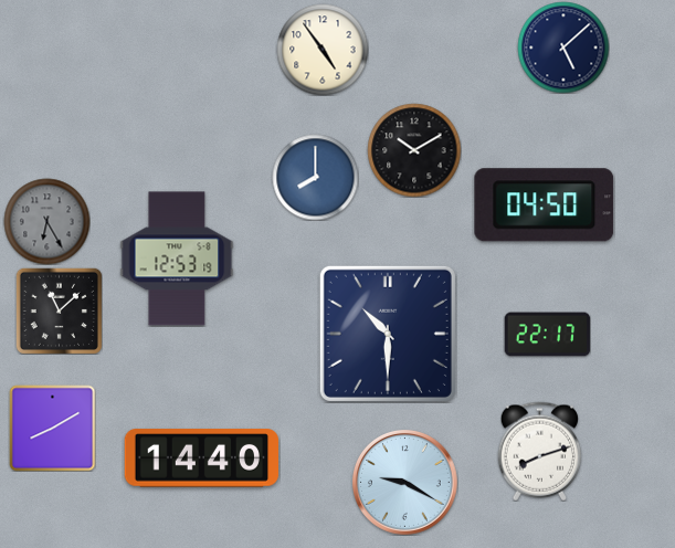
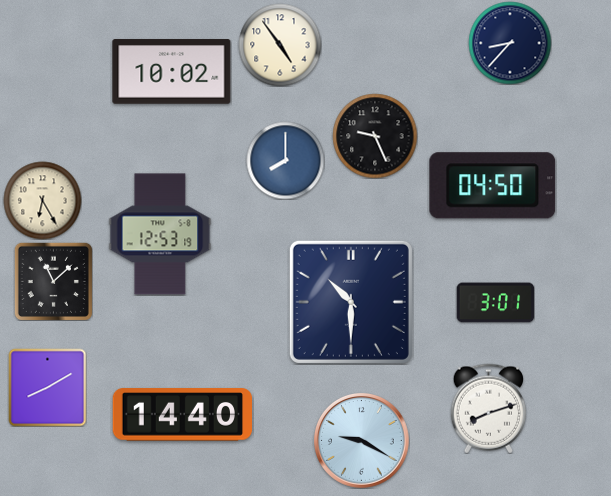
clock at (563, 48): 5:08 -> 8:37
clock at (323, 50) position: (323, 50) -> (280, 45)
clock at (172, 72): none -> 10:02
clock at (414, 150): 10:10 -> 9:26
clock at (46, 221) dial: grey -> cream
clock at (547, 335): 22:17 -> 3:01
clock at (405, 483) position: (405, 483) -> (362, 441)
